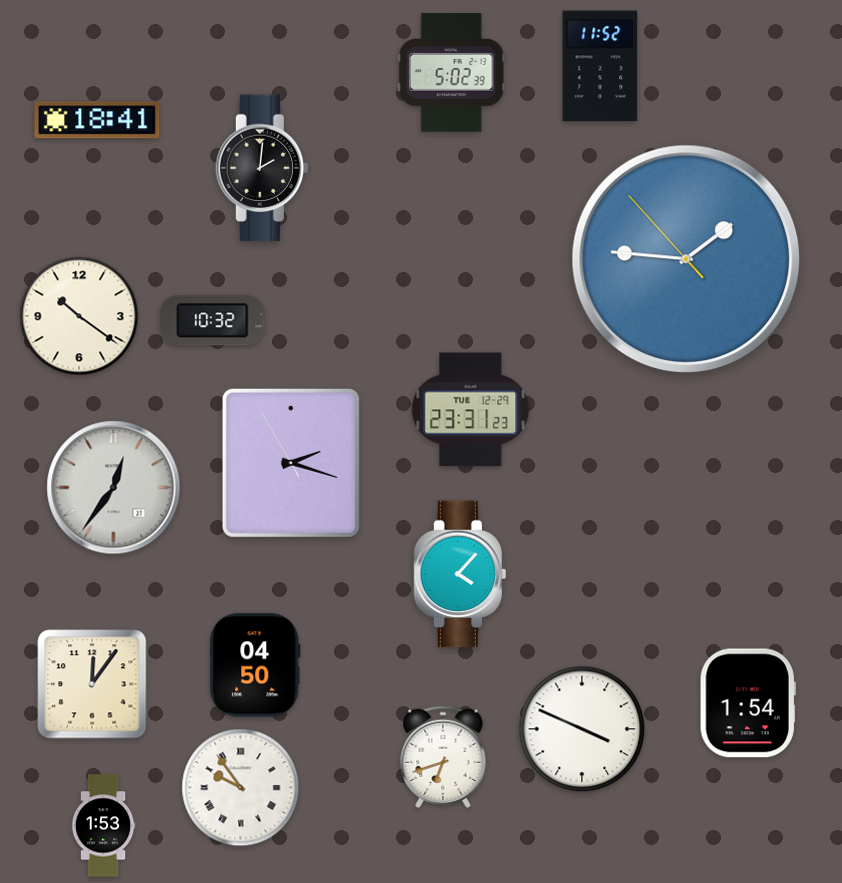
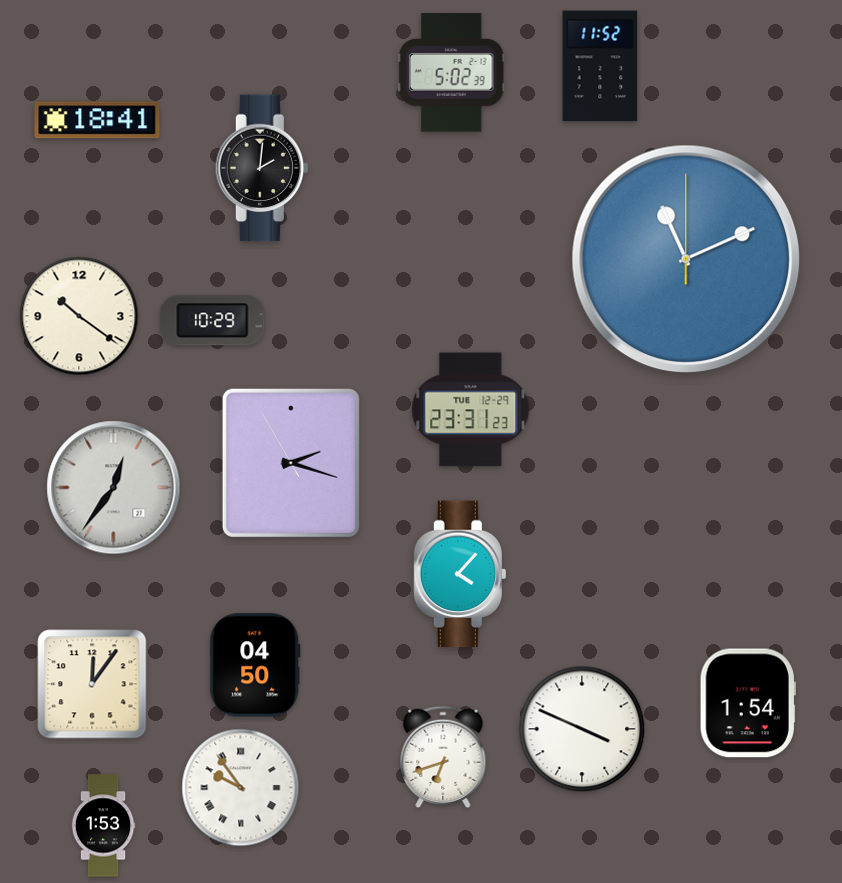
clock at (686, 259): 1:45 -> 11:11
clock at (213, 321): 10:32 -> 10:29
